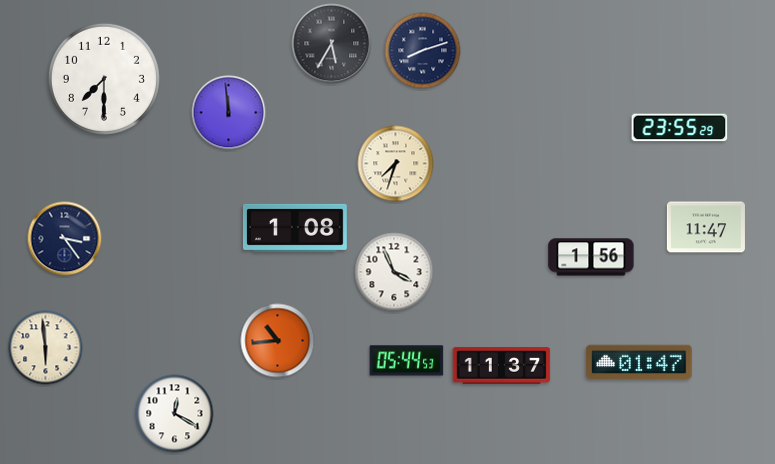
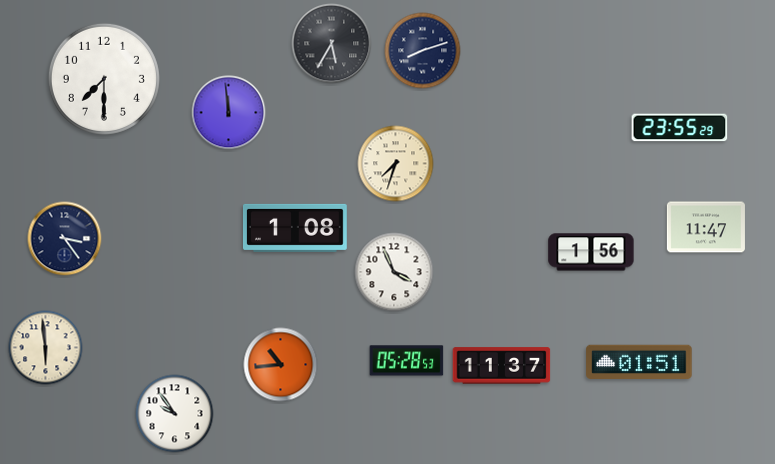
clock at (591, 257) position: (591, 257) -> (591, 252)
clock at (278, 341) position: (278, 341) -> (281, 365)
clock at (407, 361): 05:44 -> 05:28
clock at (639, 362): 01:47 -> 01:51
clock at (175, 414): 12:20 -> 9:54
